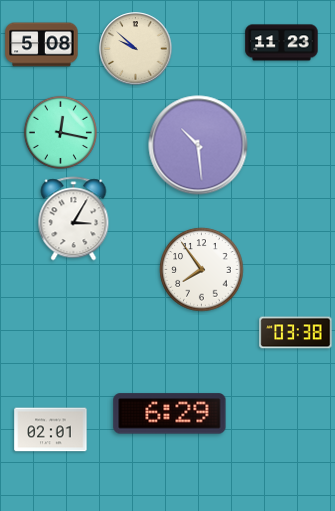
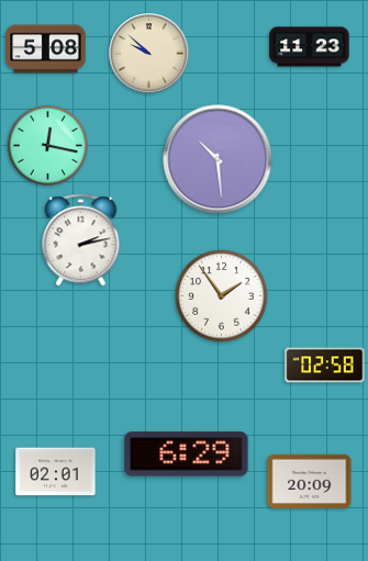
clock at (60, 132) position: (60, 132) -> (47, 145)
clock at (74, 219): 3:05 -> 2:13
clock at (202, 270): 7:54 -> 1:54
clock at (296, 333): 03:38 -> 02:58
clock at (310, 481): none -> 20:09
